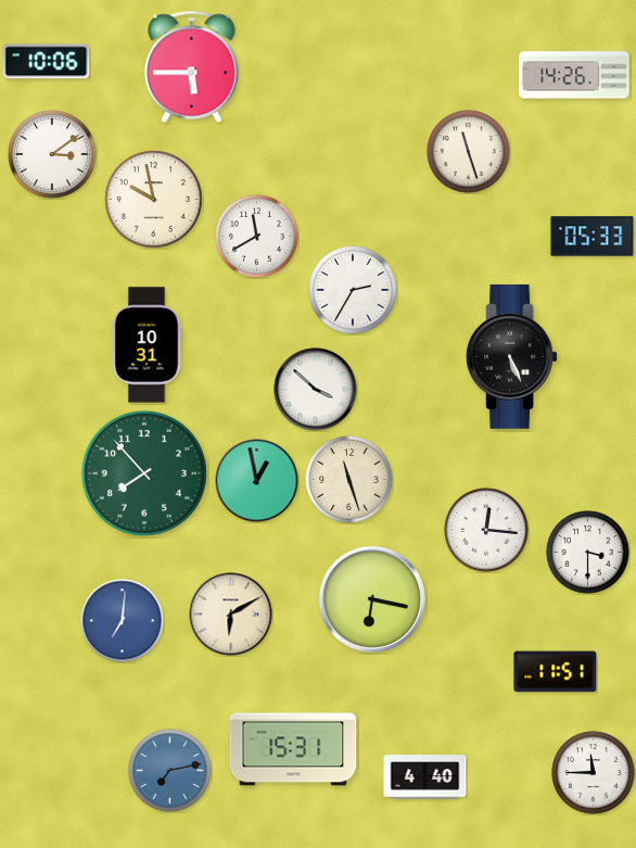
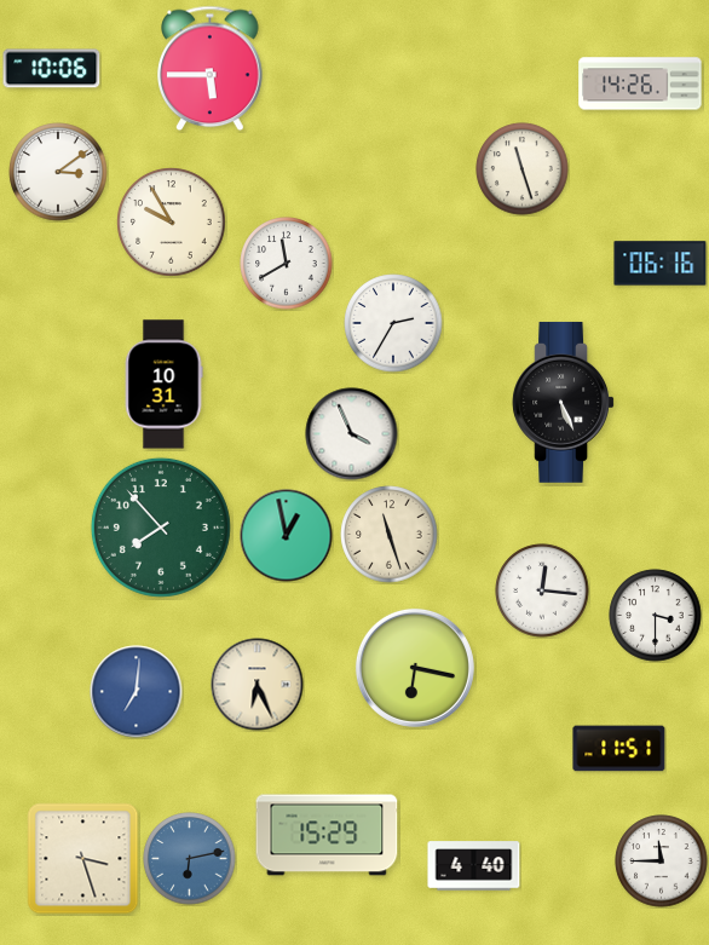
clock at (192, 67) position: (192, 67) -> (211, 69)
clock at (154, 200): 9:58 -> 9:55
clock at (593, 237): 05:33 -> 06:16
clock at (511, 356) position: (511, 356) -> (563, 402)
clock at (316, 390): 3:52 -> 3:56
clock at (231, 615): 6:10 -> 6:26
clock at (293, 749): 15:31 -> 15:29
clock at (83, 859): none -> 3:27
clock at (170, 771): 7:13 -> 6:13
